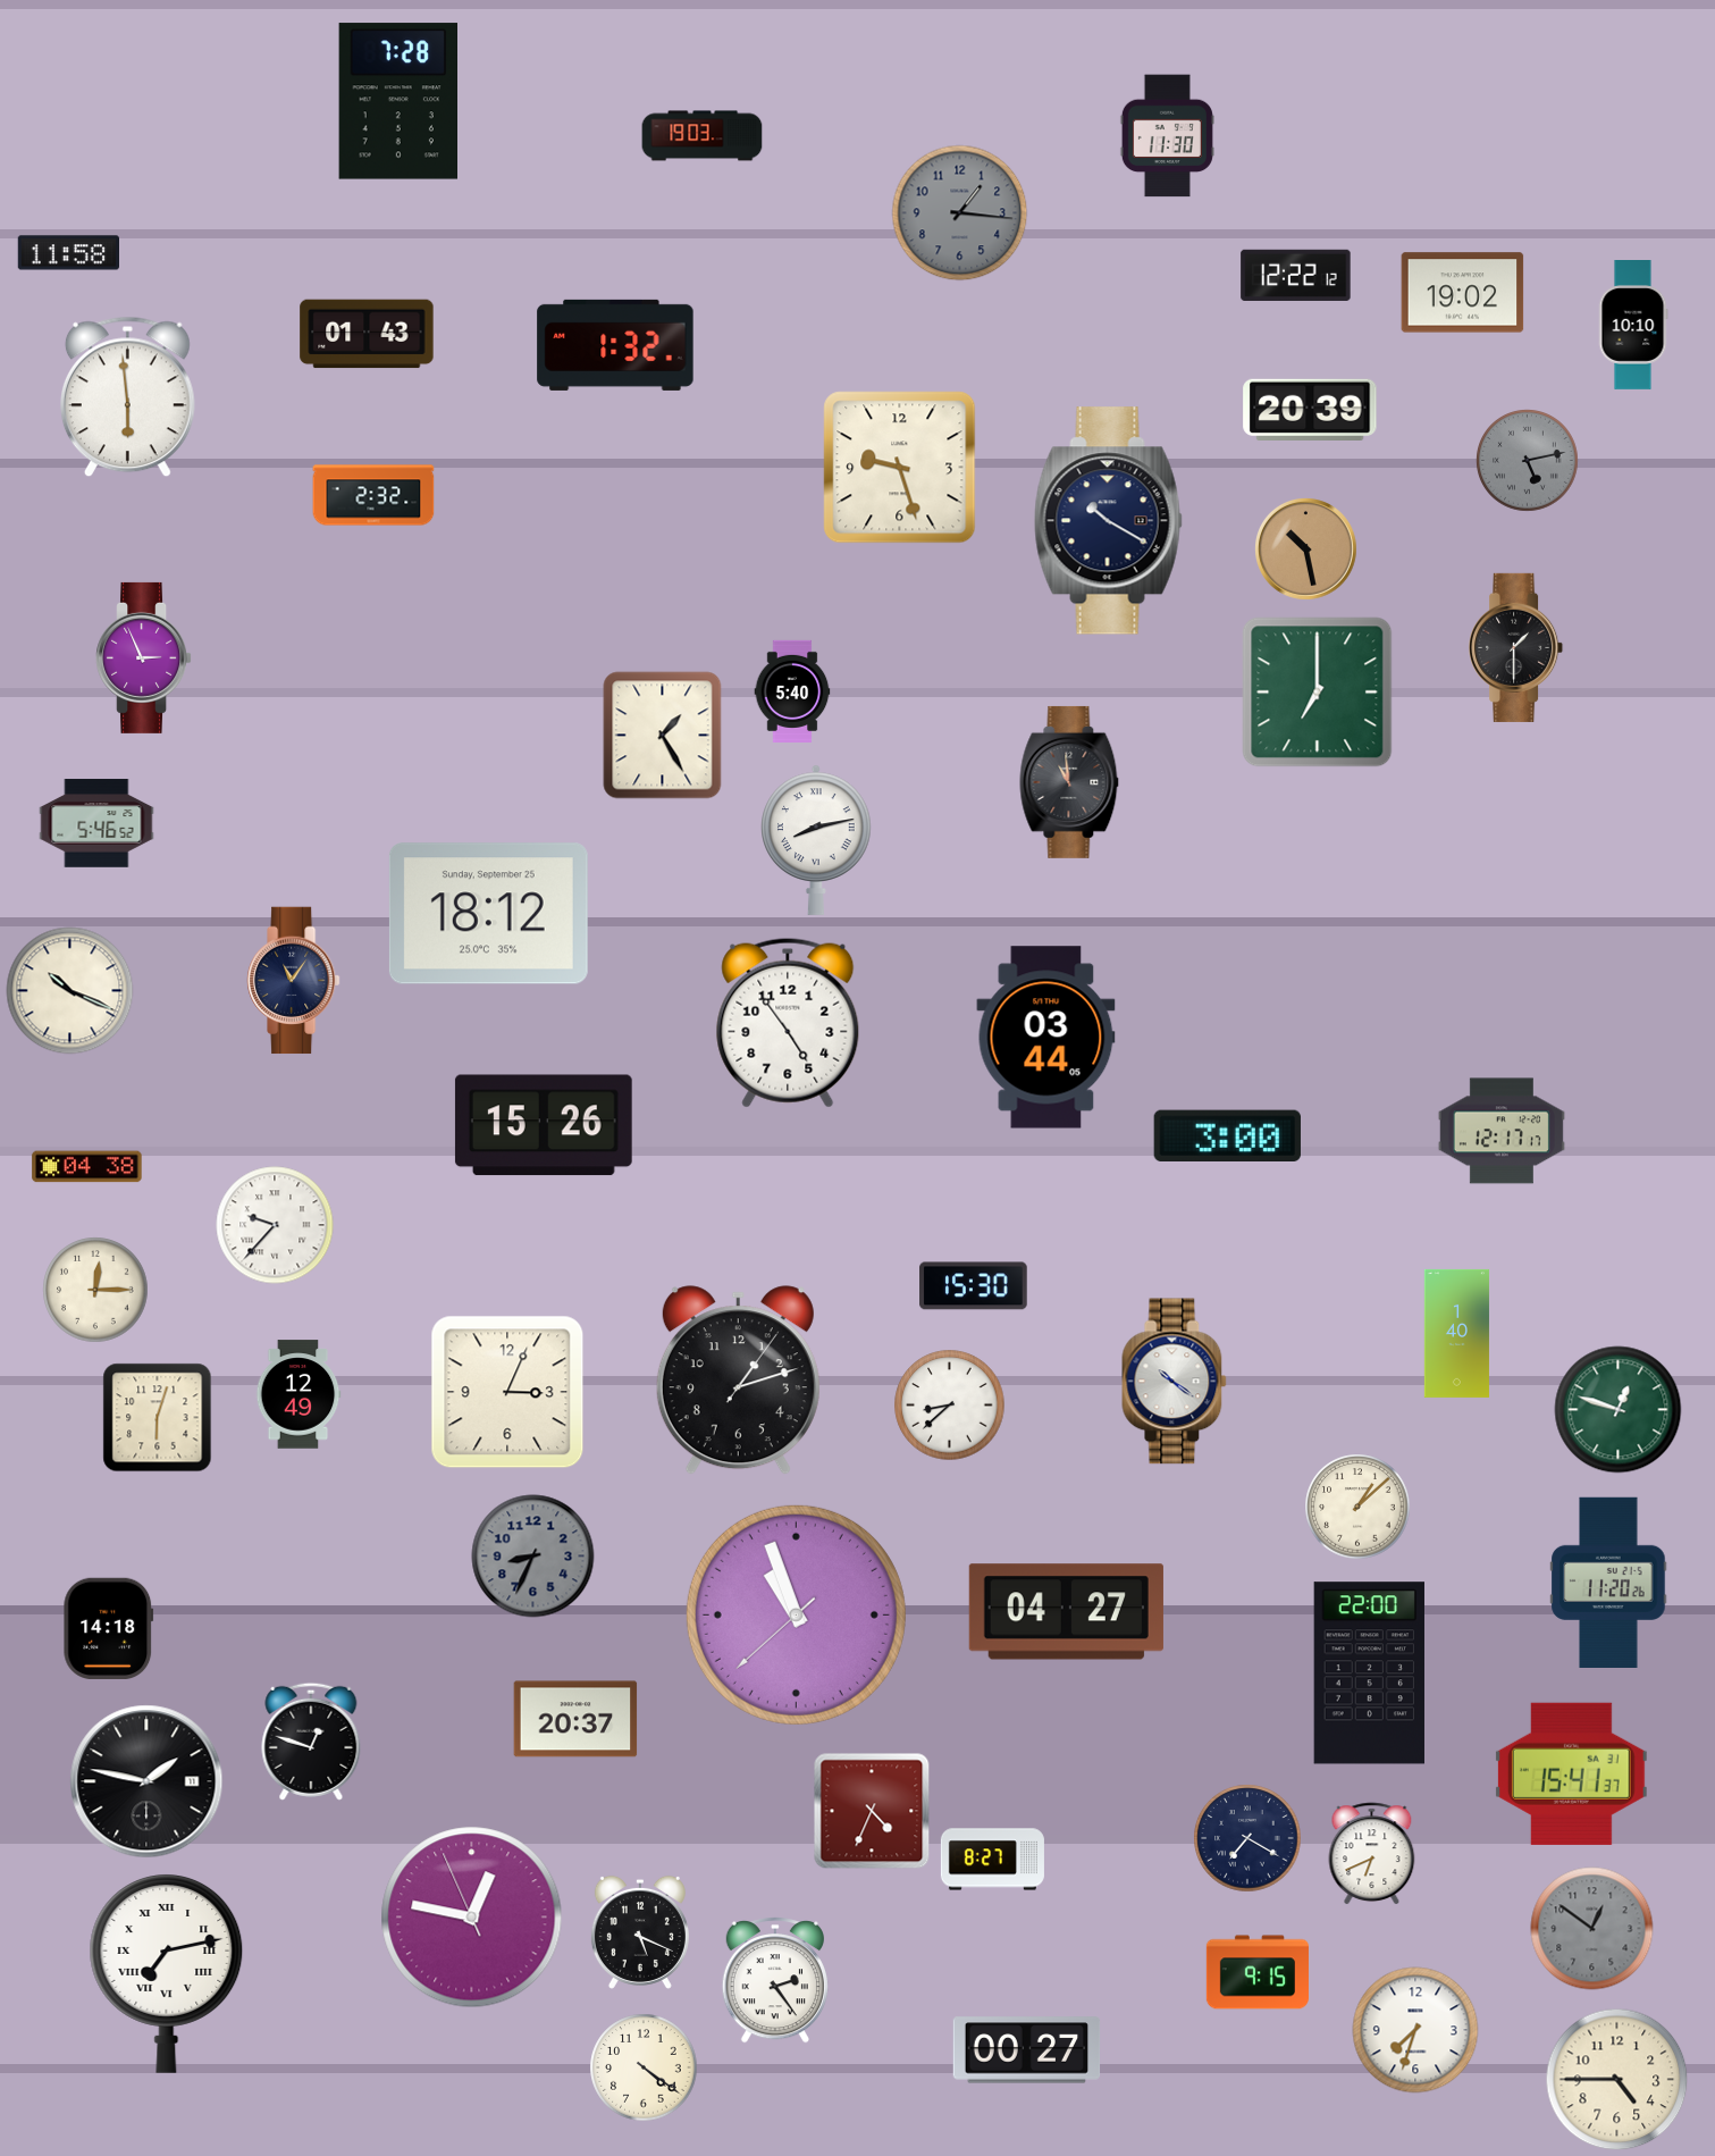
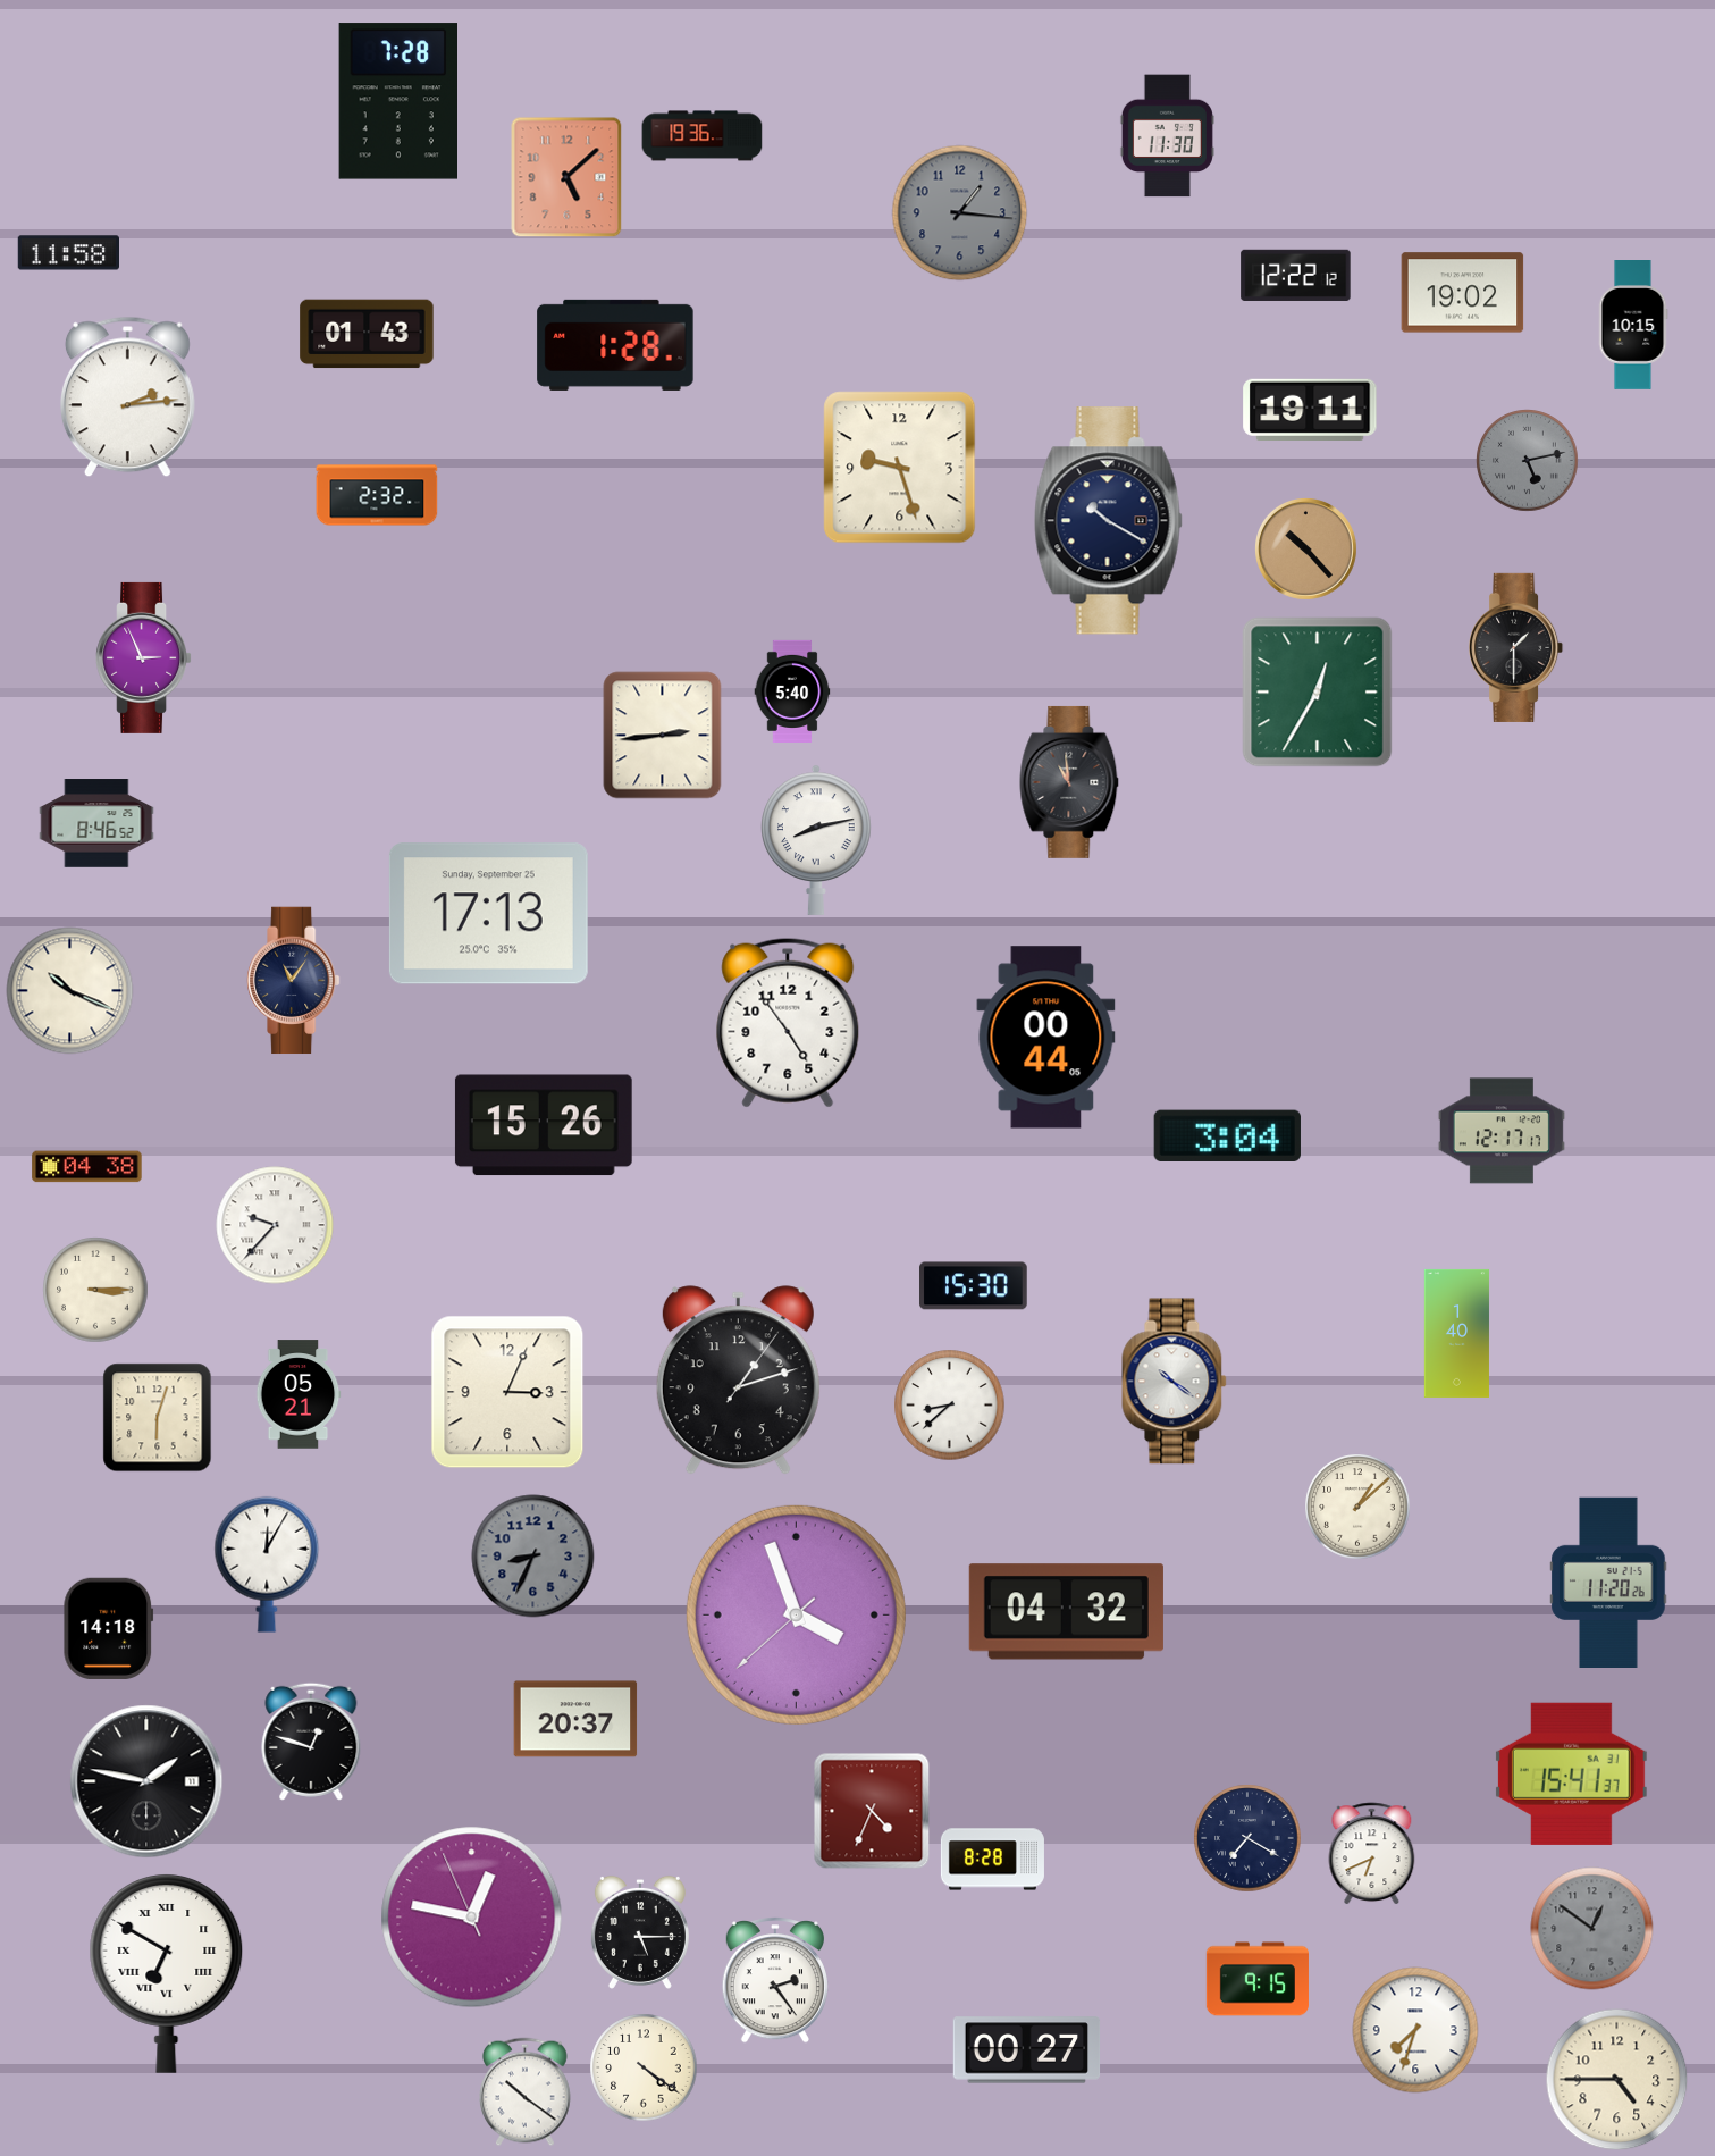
clock at (703, 136): 19:03 -> 19:36
clock at (566, 177): none -> 5:08
clock at (1633, 326): 10:10 -> 10:15
clock at (615, 345): 1:32 -> 1:28
clock at (127, 397): 5:59 -> 2:14
clock at (1310, 409): 20:39 -> 19:11
clock at (373, 495) position: (373, 495) -> (377, 495)
clock at (1306, 550): 10:28 -> 10:23
clock at (1318, 693): 7:00 -> 12:35
clock at (663, 736): 1:25 -> 2:44
clock at (96, 823): 5:46 -> 8:46
clock at (488, 914): 18:12 -> 17:13
clock at (1046, 1038): 03:44 -> 00:44
clock at (1227, 1135): 3:00 -> 3:04
clock at (95, 1290): 12:15 -> 3:15
clock at (299, 1394): 12:49 -> 05:21
clock at (1619, 1410): 12:48 -> none
clock at (267, 1564): none -> 12:05
clock at (1066, 1612): 04:27 -> 04:32
clock at (796, 1614): 10:56 -> 3:56
clock at (1369, 1673): 22:00 -> none
clock at (992, 1860): 8:27 -> 8:28
clock at (640, 1932): 5:19 -> 5:15
clock at (1256, 1972) position: (1256, 1972) -> (1256, 1979)
clock at (167, 1974): 7:13 -> 6:50
clock at (526, 2092): none -> 10:21
